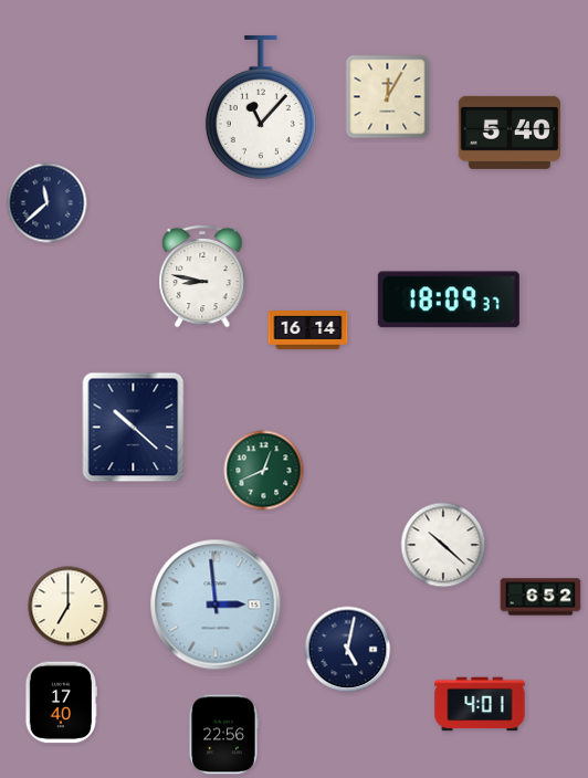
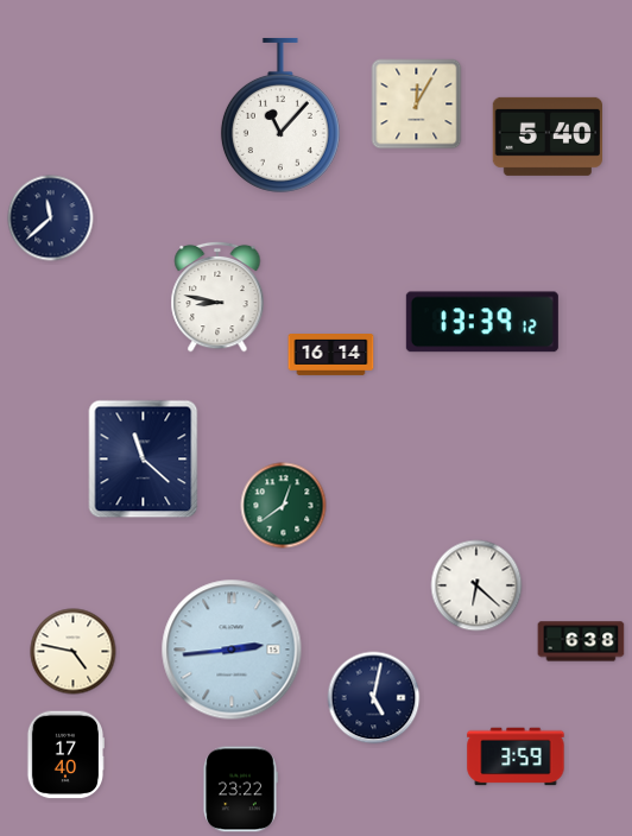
clock at (508, 133) position: (508, 133) -> (546, 137)
clock at (449, 299): 18:09 -> 13:39
clock at (134, 428): 10:22 -> 11:22
clock at (264, 471): 12:41 -> 12:39
clock at (443, 545): 10:22 -> 6:22
clock at (540, 597): 6:52 -> 6:38
clock at (216, 604): 2:59 -> 2:44
clock at (69, 607): 7:00 -> 4:47
clock at (480, 704): 4:01 -> 3:59
clock at (223, 735): 22:56 -> 23:22
